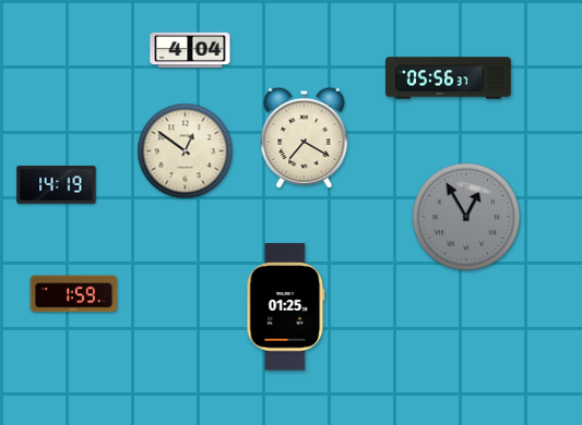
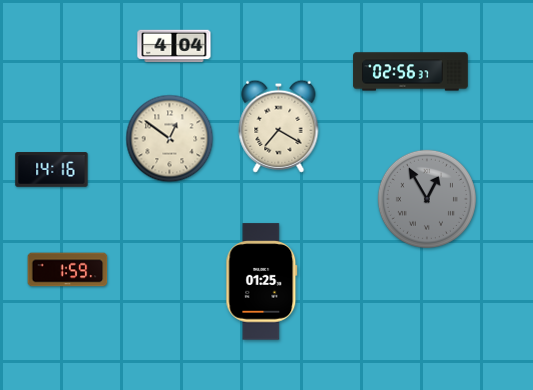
clock at (449, 78): 05:56 -> 02:56
clock at (57, 185): 14:19 -> 14:16
